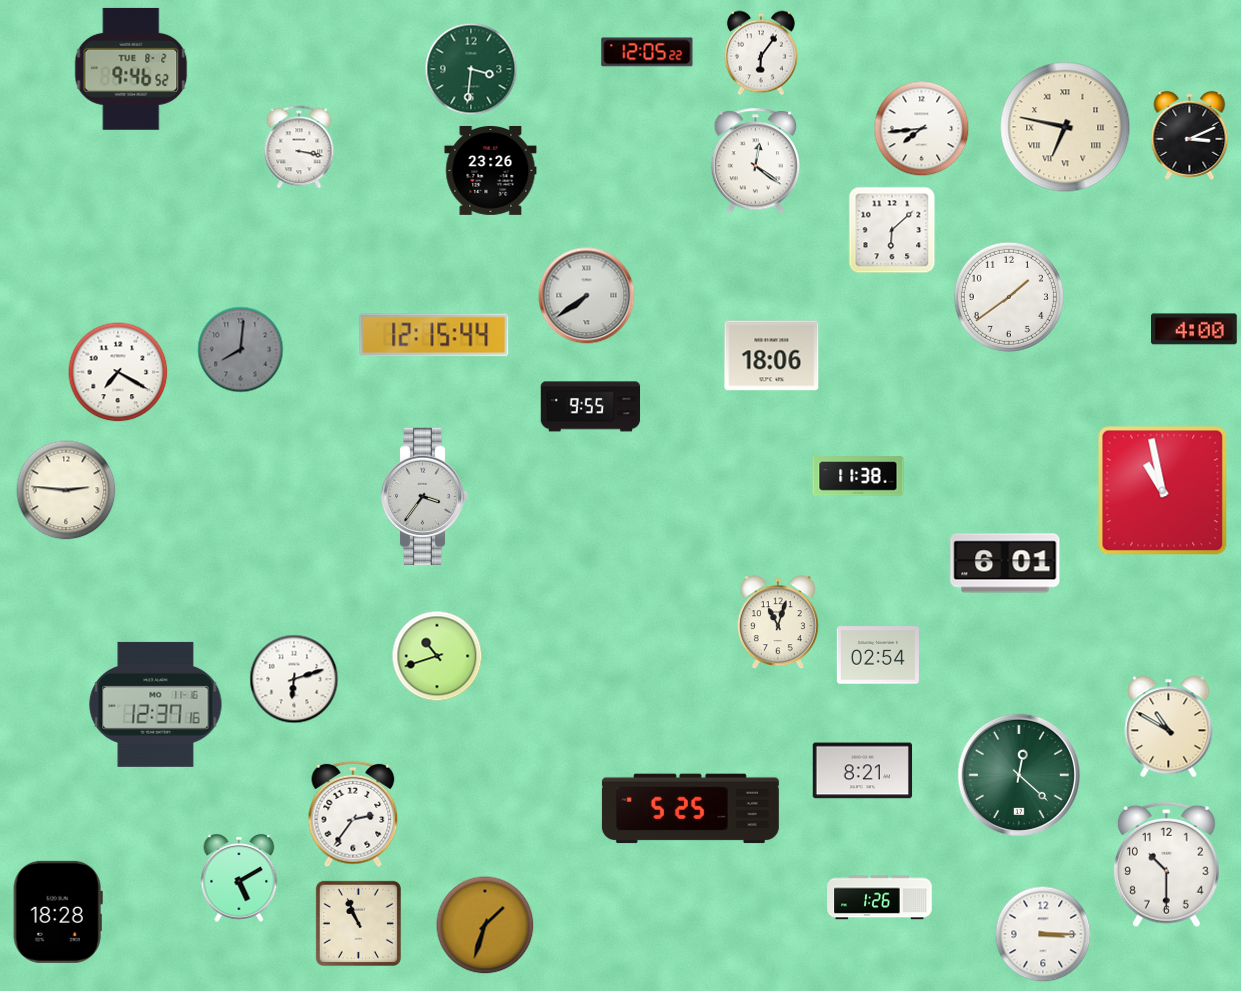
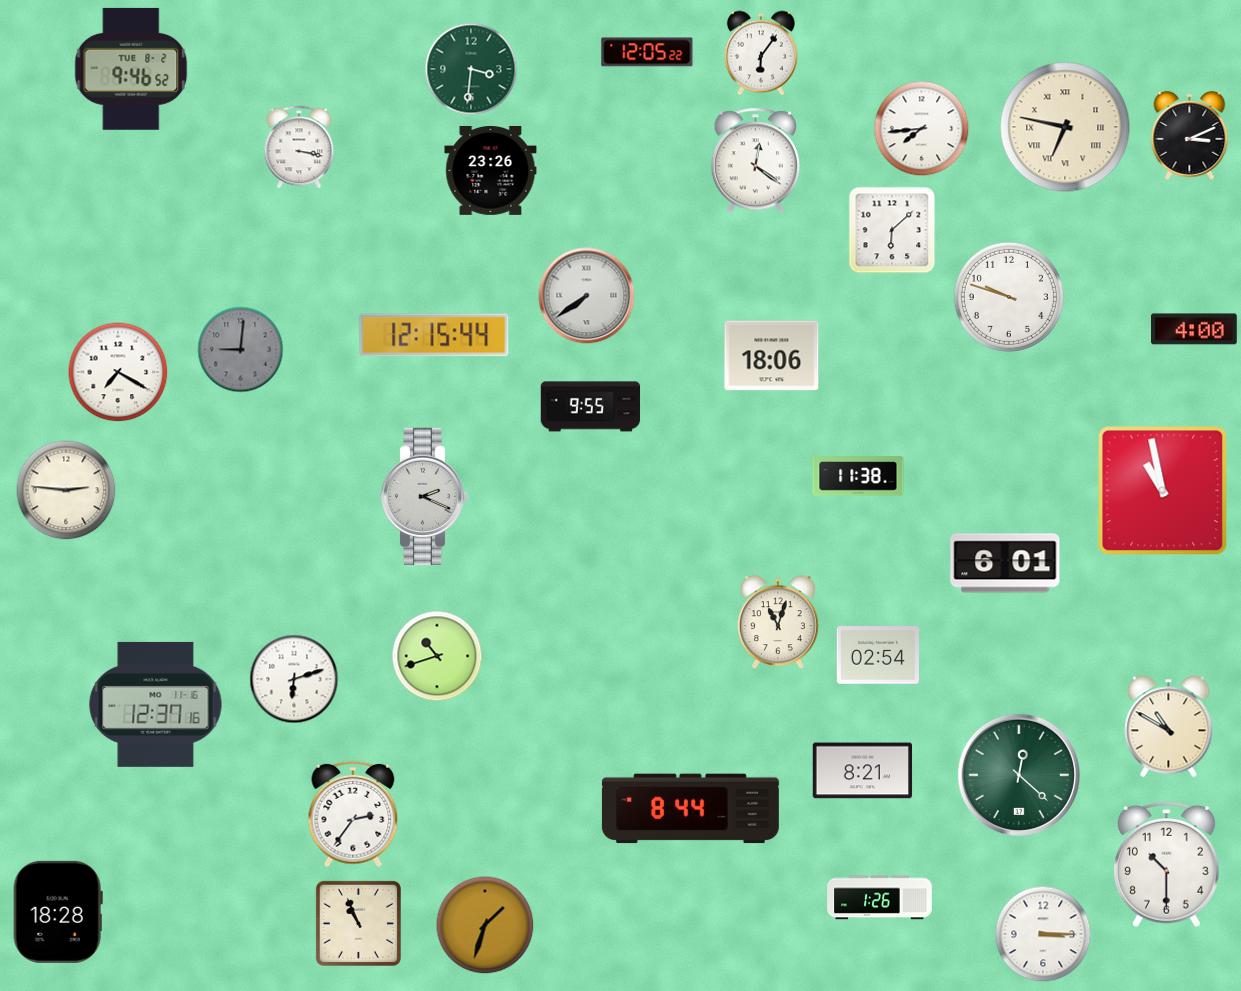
clock at (1009, 297): 1:39 -> 9:48
clock at (241, 350): 8:01 -> 9:01
clock at (425, 496): 3:36 -> 2:19
clock at (690, 809): 5:25 -> 8:44
clock at (239, 878): 5:10 -> none
